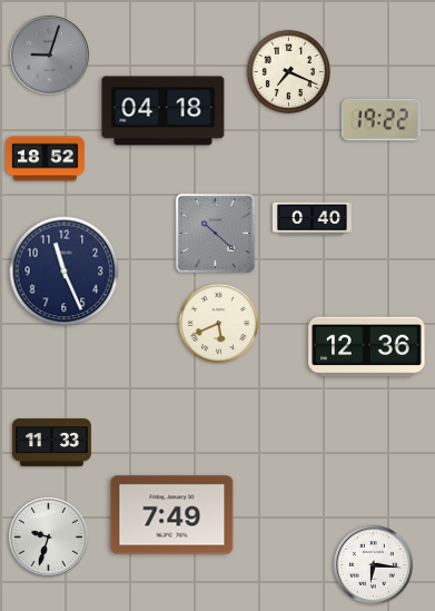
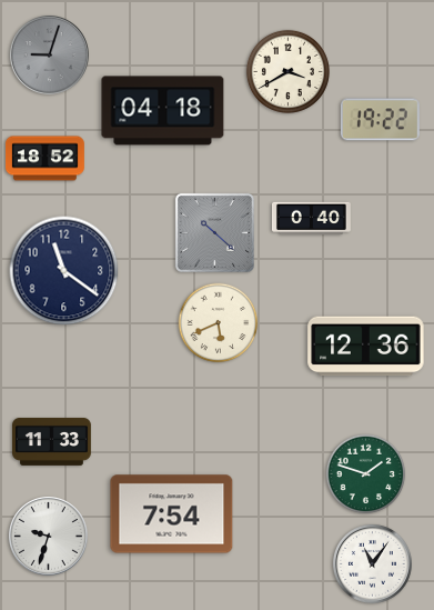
clock at (288, 71): 7:19 -> 3:40
clock at (65, 272): 11:26 -> 11:21
clock at (366, 474): none -> 1:48
clock at (172, 515): 7:49 -> 7:54
clock at (373, 564): 6:16 -> 11:06
